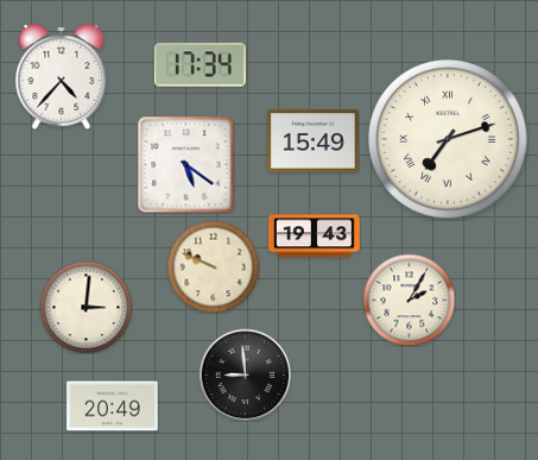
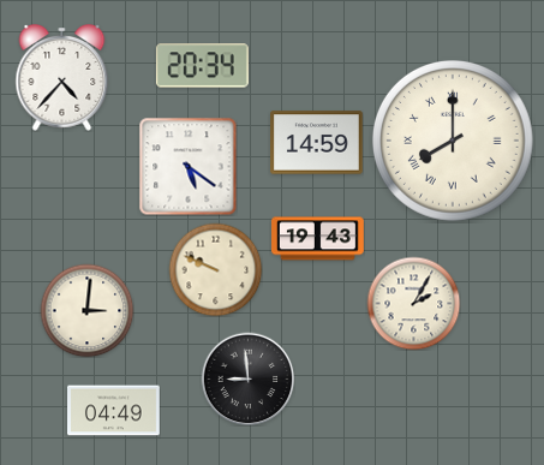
clock at (200, 65): 17:34 -> 20:34
clock at (448, 139): 7:12 -> 8:00
clock at (314, 141): 15:49 -> 14:59
clock at (113, 407): 20:49 -> 04:49
